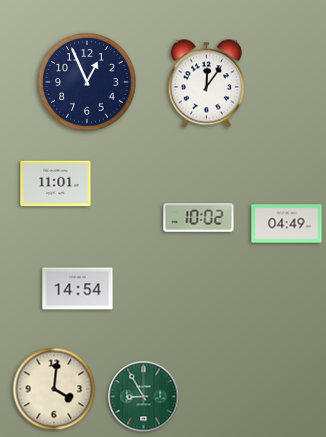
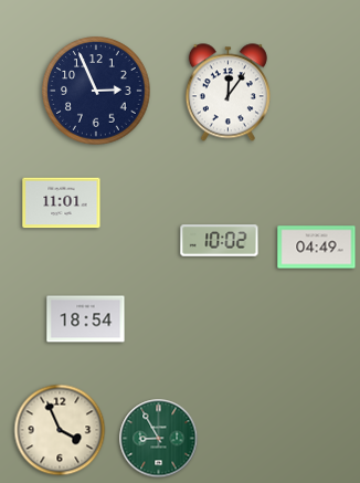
clock at (87, 82): 12:56 -> 2:56
clock at (78, 289): 14:54 -> 18:54
clock at (54, 389): 4:01 -> 3:56
